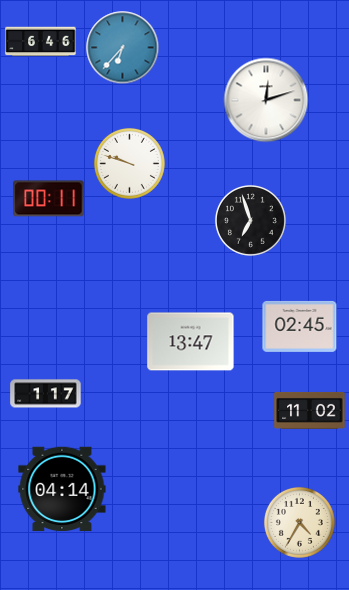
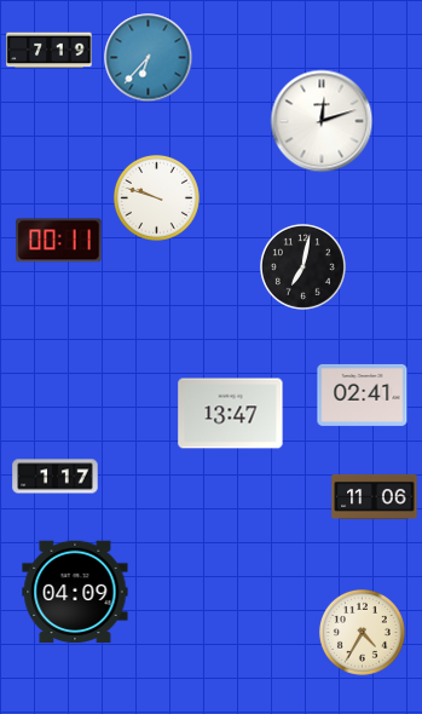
clock at (41, 42): 6:46 -> 7:19
clock at (250, 220): 6:57 -> 7:02
clock at (300, 326): 02:45 -> 02:41
clock at (310, 410): 11:02 -> 11:06
clock at (62, 489): 04:14 -> 04:09
